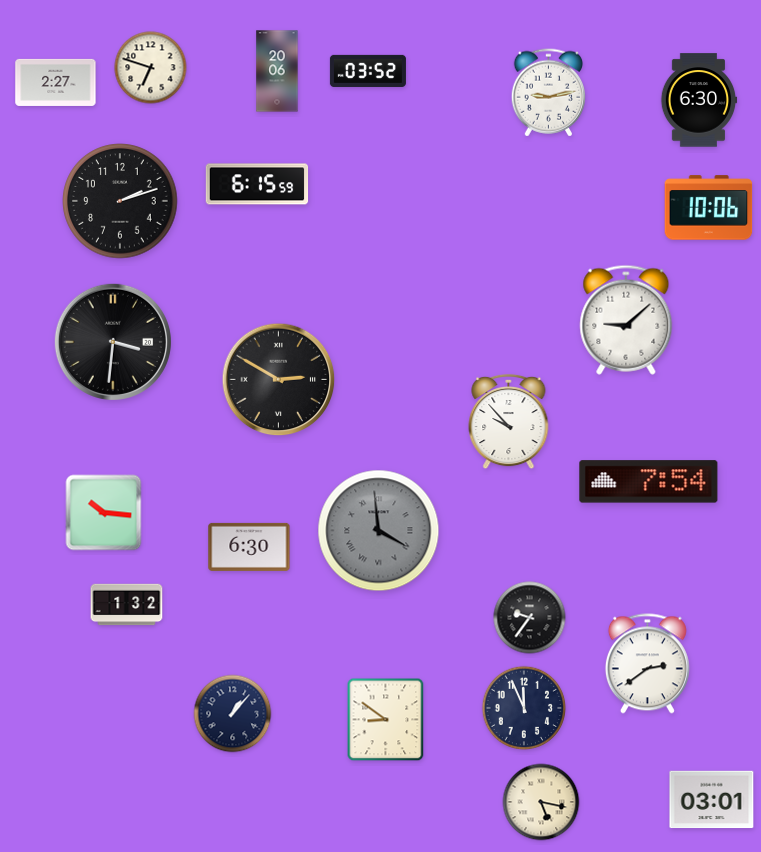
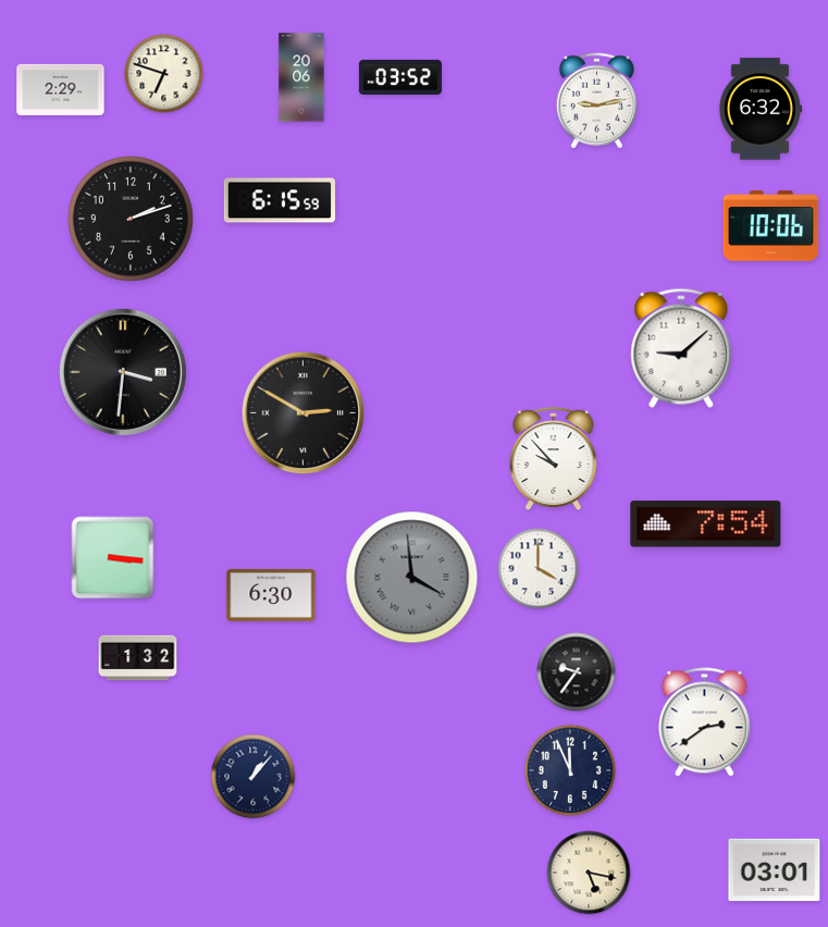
clock at (56, 82): 2:27 -> 2:29
clock at (699, 100): 6:30 -> 6:32
clock at (104, 513): 10:16 -> 3:16
clock at (539, 569): none -> 4:00
clock at (386, 720): 8:51 -> none
